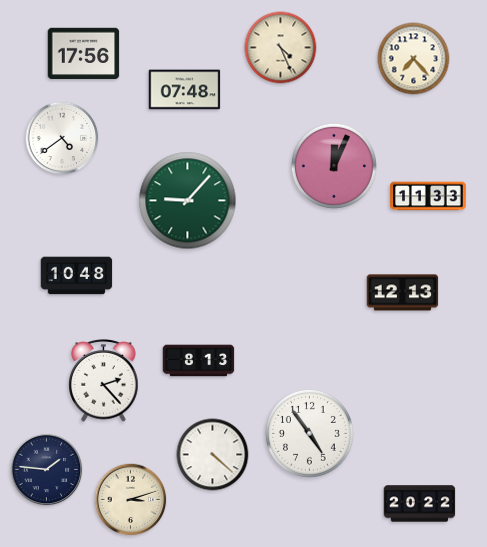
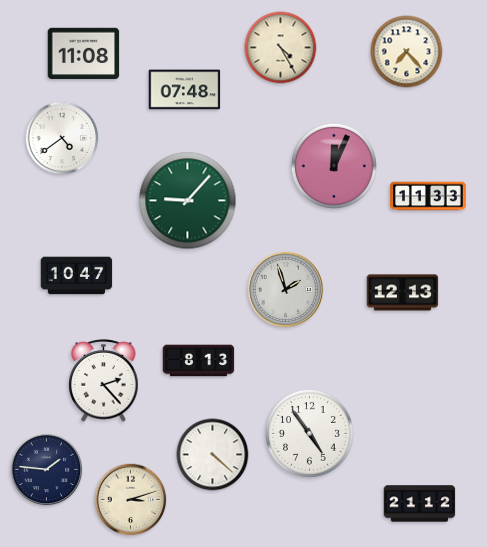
clock at (281, 48): 4:26 -> 4:25
clock at (84, 54): 17:56 -> 11:08
clock at (414, 59) position: (414, 59) -> (407, 52)
clock at (77, 276): 10:48 -> 10:47
clock at (286, 290): none -> 1:57
clock at (420, 504): 20:22 -> 21:12
